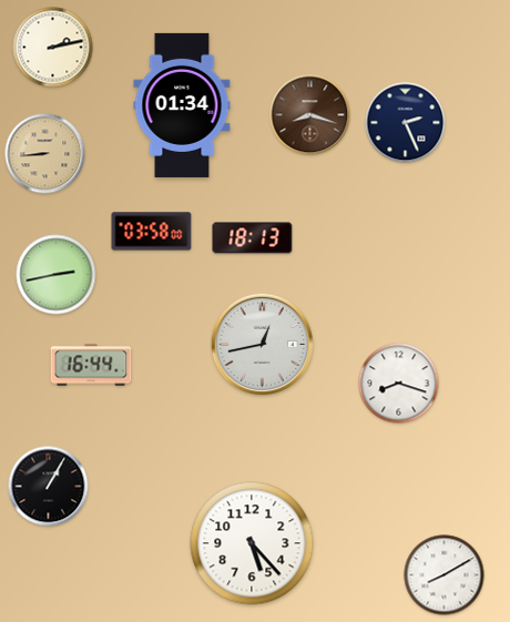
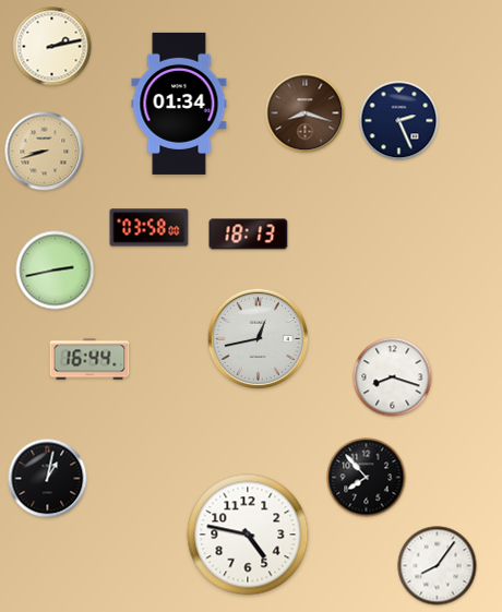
clock at (45, 154): 8:44 -> 8:42
clock at (367, 478): none -> 7:53
clock at (49, 487): 1:05 -> 1:02
clock at (252, 543): 5:23 -> 4:47
clock at (445, 575): 8:10 -> 8:06
